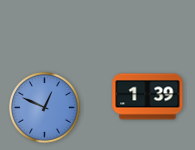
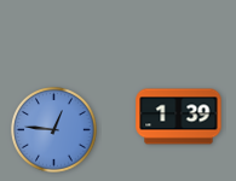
clock at (45, 108): 12:49 -> 12:46
